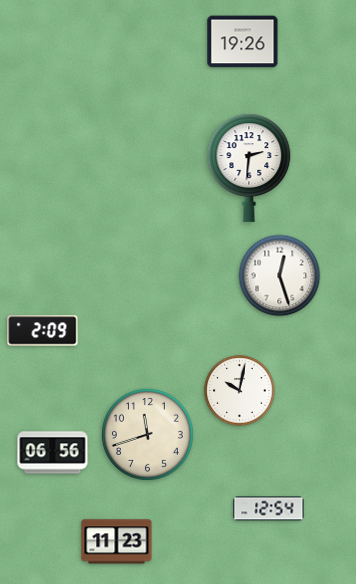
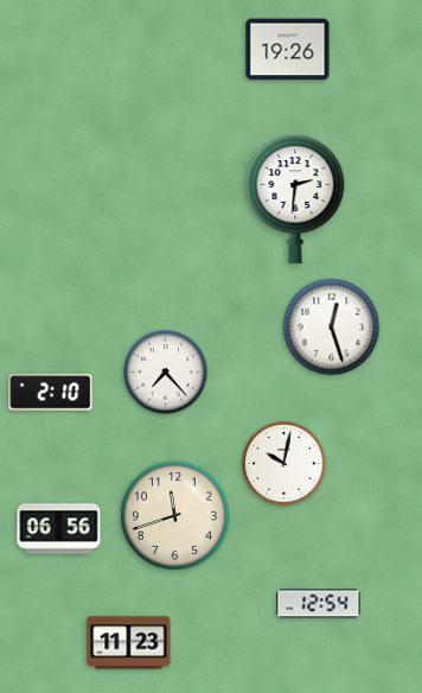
clock at (166, 373): none -> 7:23
clock at (43, 331): 2:09 -> 2:10
clock at (53, 453) position: (53, 453) -> (59, 529)
clock at (117, 542) position: (117, 542) -> (129, 643)
